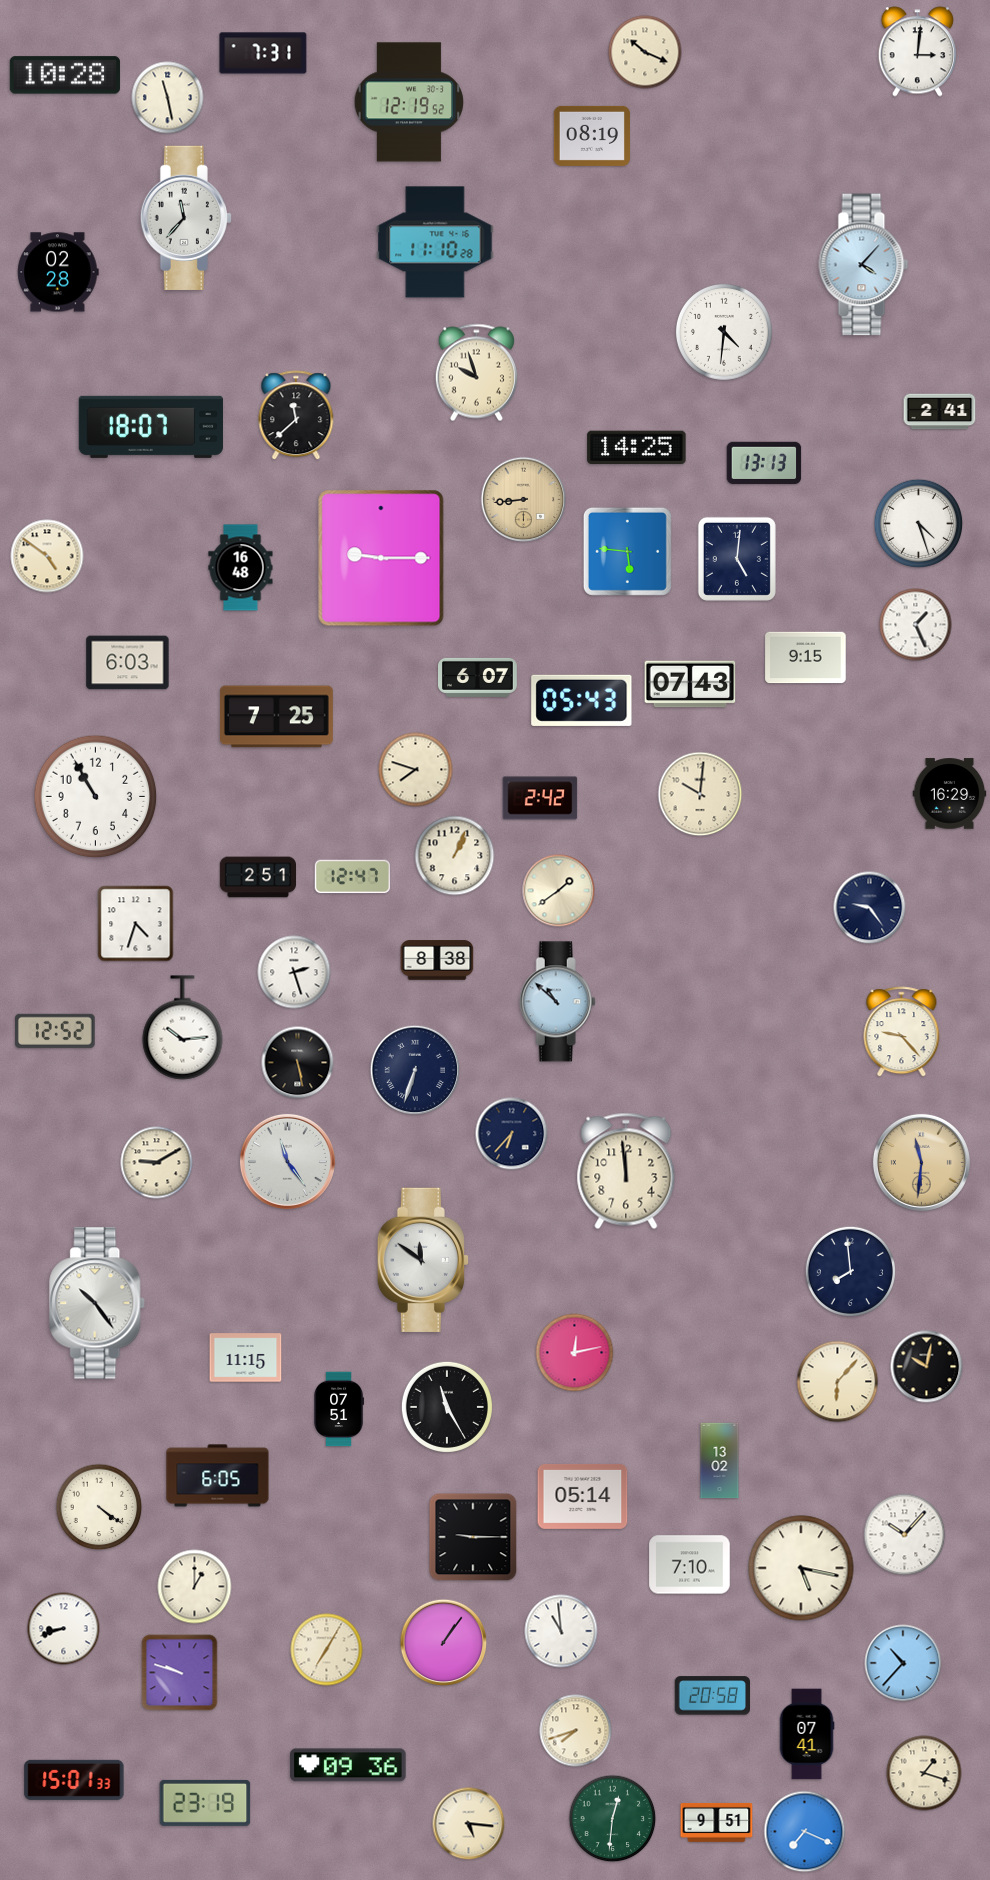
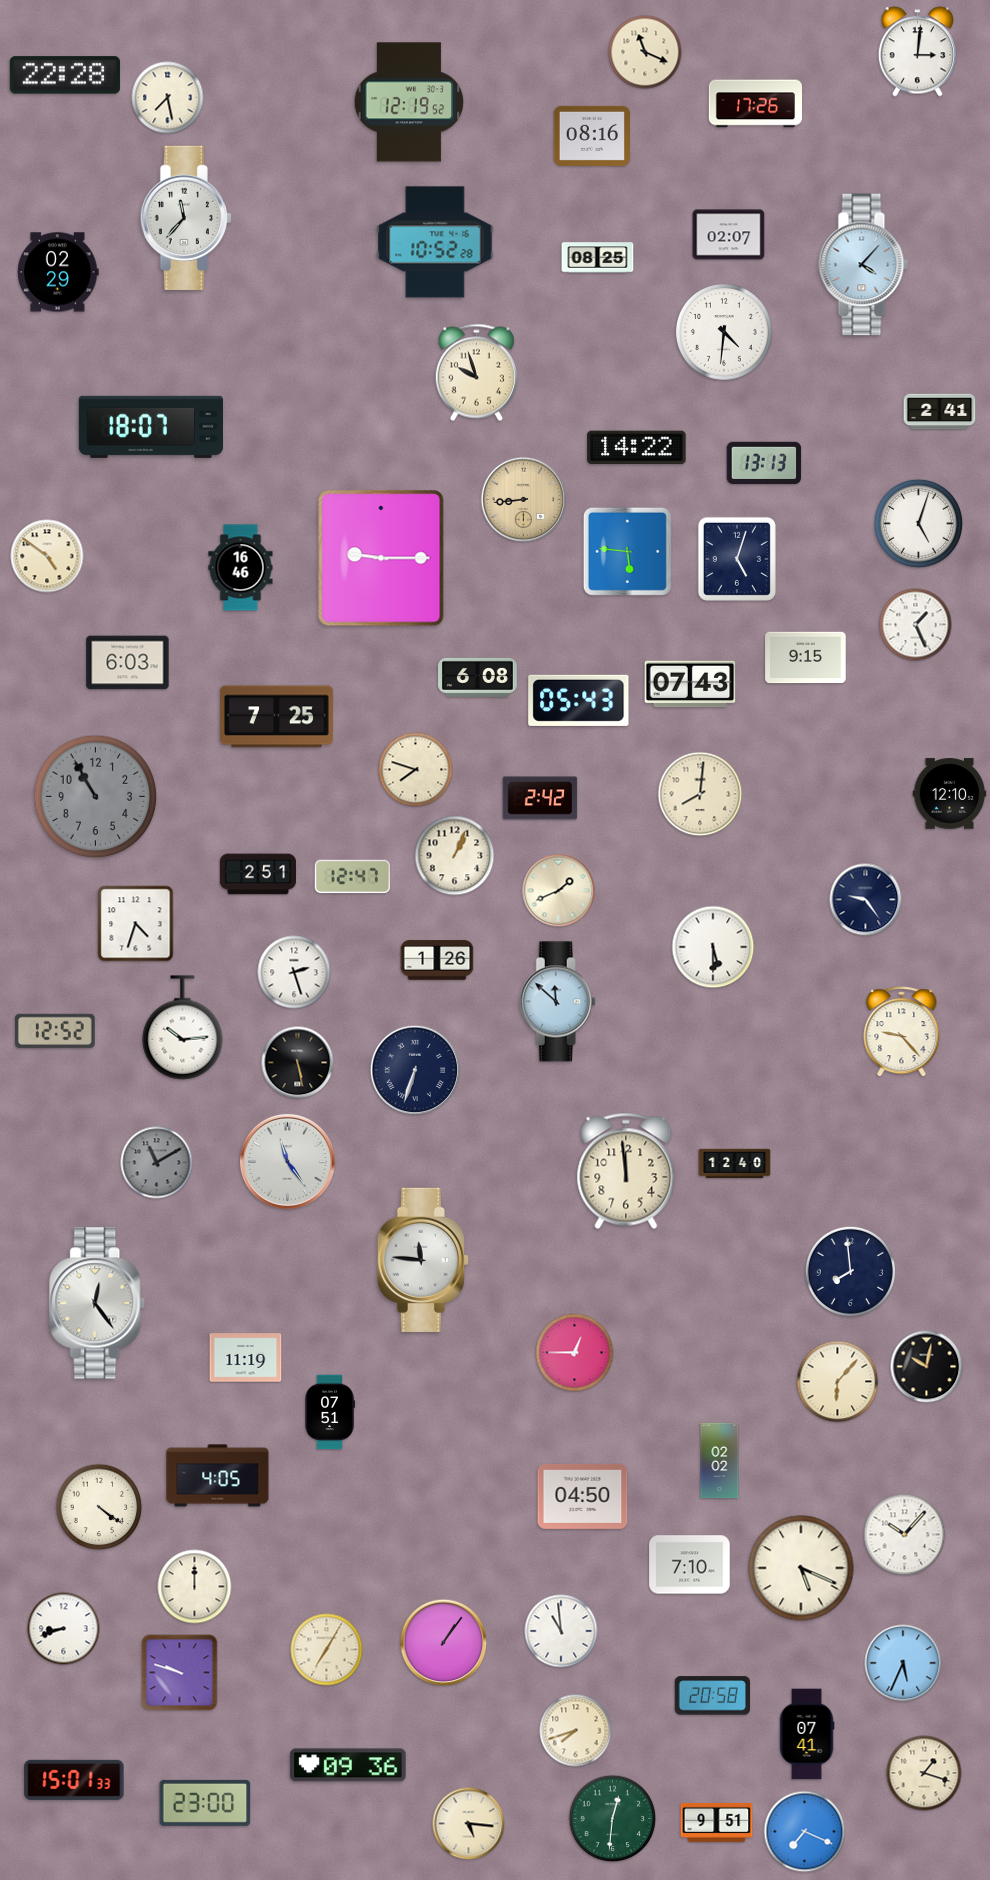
clock at (645, 52): 10:19 -> 11:19
clock at (263, 53): 7:31 -> none
clock at (65, 75): 10:28 -> 22:28
clock at (168, 98): 11:28 -> 7:28
clock at (755, 104): none -> 17:26
clock at (592, 136): 08:19 -> 08:16
clock at (729, 235): none -> 02:07
clock at (435, 242): 11:10 -> 10:52
clock at (598, 258): none -> 08:25
clock at (58, 272): 02:28 -> 02:29
clock at (296, 416): 11:38 -> none
clock at (637, 448): 14:25 -> 14:22
clock at (919, 524): 4:27 -> 5:03
clock at (737, 559): 5:01 -> 5:03
clock at (241, 568): 16:48 -> 16:46
clock at (478, 677): 6:07 -> 6:08
clock at (582, 700) position: (582, 700) -> (579, 700)
clock at (700, 794): 10:01 -> 8:01
clock at (950, 794): 16:29 -> 12:10
clock at (96, 797) dial: white -> grey
clock at (257, 877) position: (257, 877) -> (257, 874)
clock at (559, 891): 1:39 -> 1:41
clock at (870, 908) position: (870, 908) -> (866, 900)
clock at (713, 947): none -> 5:30
clock at (437, 960): 8:38 -> 1:26
clock at (557, 1002): 10:52 -> 11:52
clock at (512, 1134): 6:37 -> none
clock at (921, 1162): 11:31 -> none
clock at (157, 1163): 9:10 -> 11:10
clock at (157, 1163) dial: cream -> grey
clock at (735, 1164): none -> 12:40
clock at (423, 1260): 11:51 -> 11:46
clock at (98, 1303): 10:24 -> 12:24
clock at (575, 1353): 12:13 -> 12:45
clock at (246, 1358): 11:15 -> 11:19
clock at (447, 1407): 11:25 -> none
clock at (338, 1409) position: (338, 1409) -> (329, 1412)
clock at (720, 1461): 13:02 -> 02:02
clock at (218, 1476): 6:05 -> 4:05
clock at (583, 1496): 05:14 -> 04:50
clock at (473, 1537): 9:15 -> none
clock at (801, 1568): 5:17 -> 5:19
clock at (195, 1587): 1:00 -> 12:00
clock at (903, 1663): 10:37 -> 5:34
clock at (205, 1803): 23:19 -> 23:00
